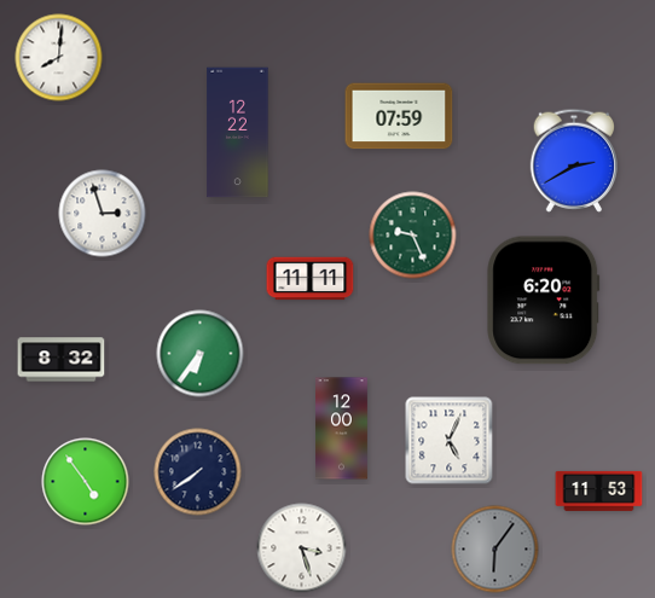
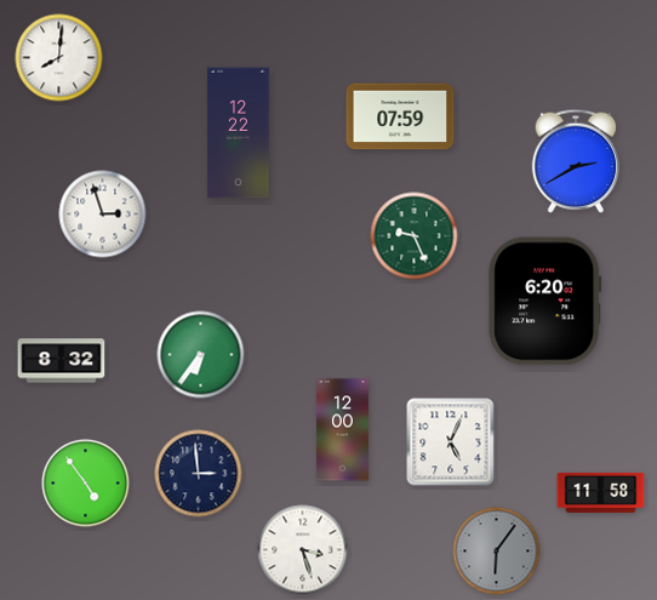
clock at (311, 279): 11:11 -> none
clock at (198, 472): 7:39 -> 2:59
clock at (599, 490): 11:53 -> 11:58
